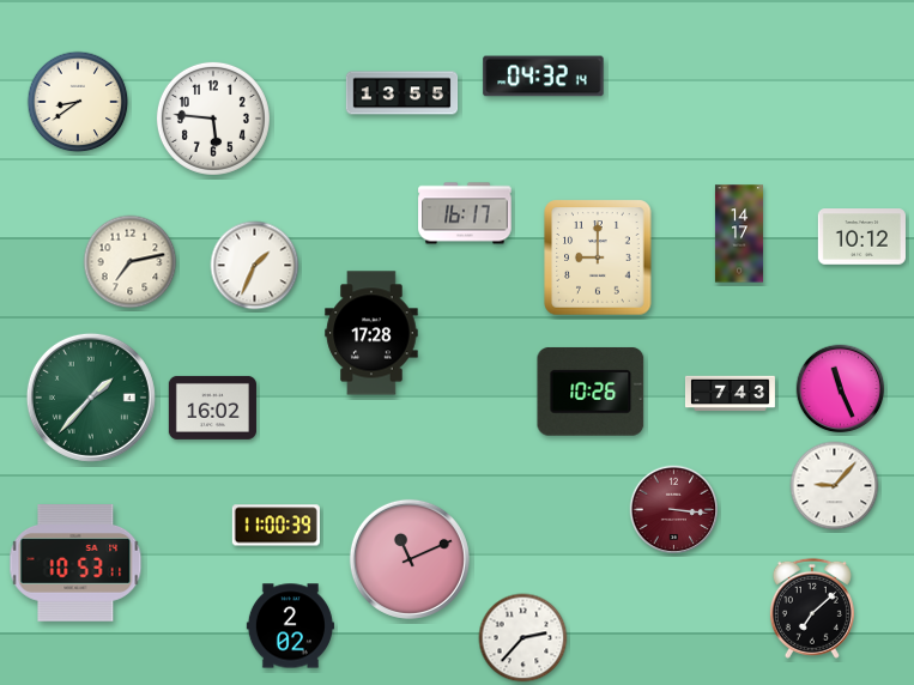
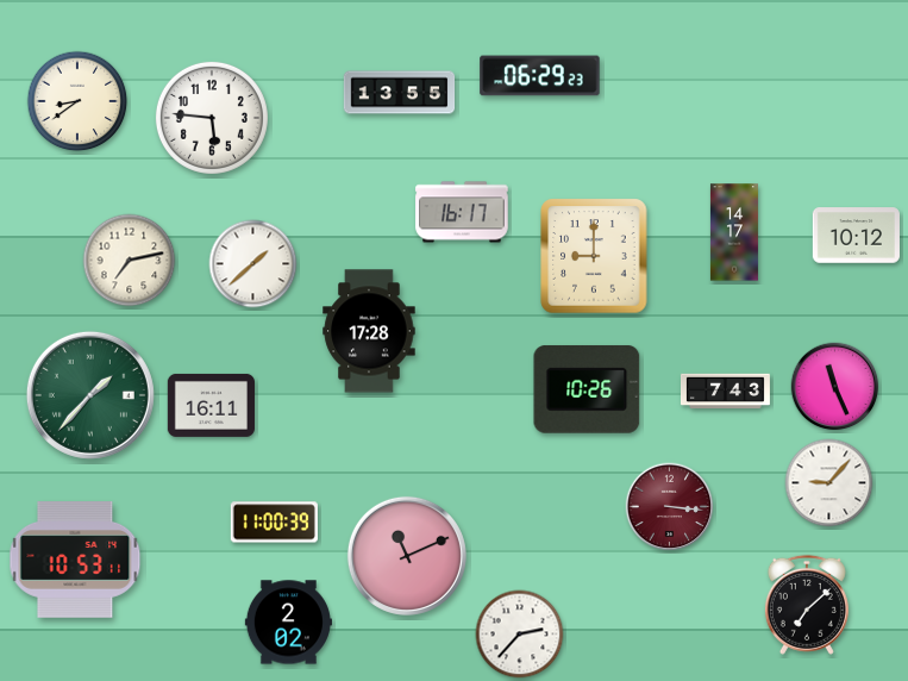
clock at (544, 77): 04:32 -> 06:29
clock at (255, 266): 1:34 -> 1:38
clock at (212, 407): 16:02 -> 16:11
